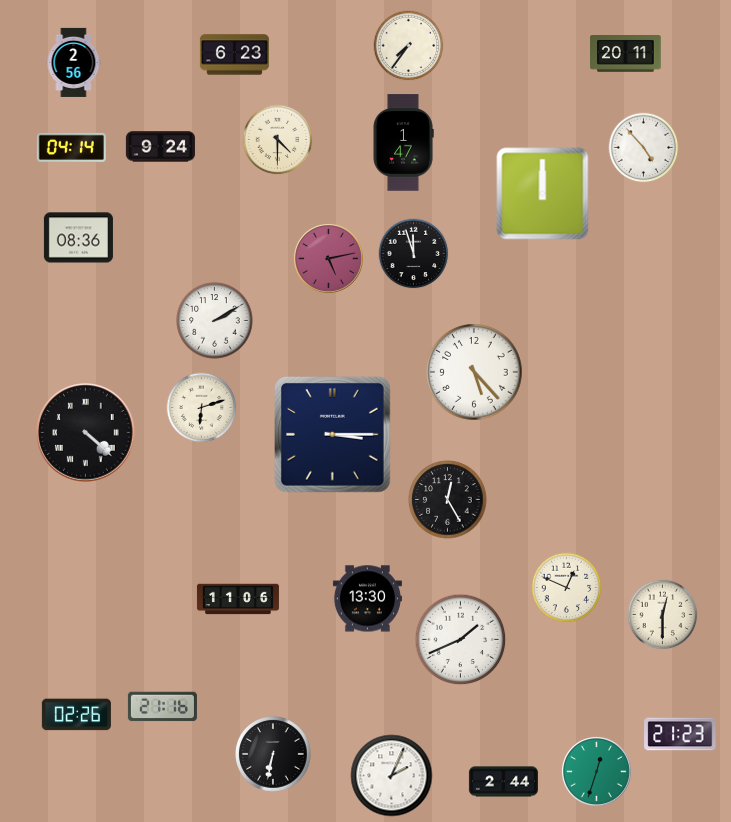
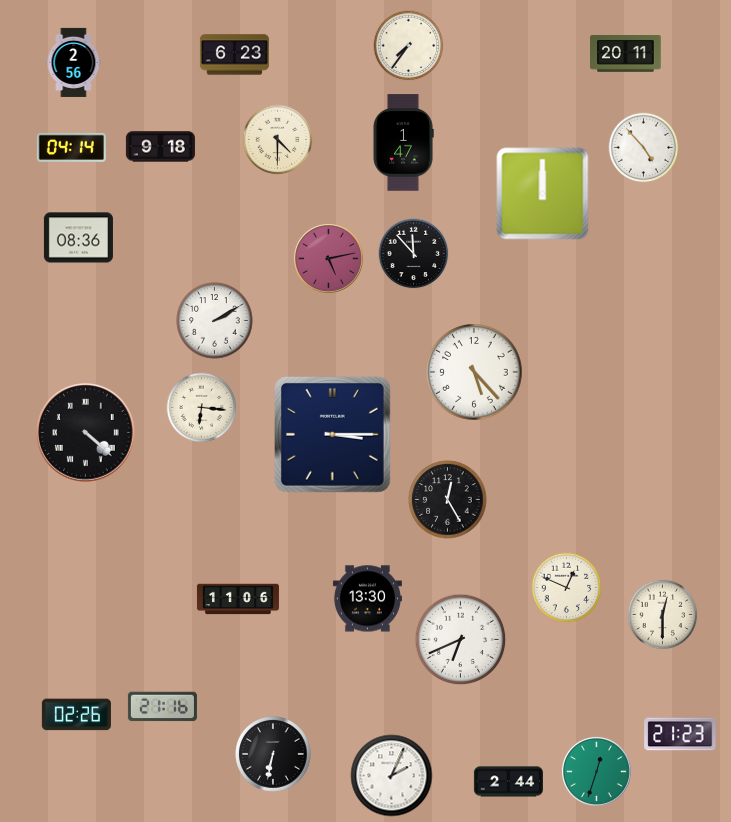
clock at (160, 147): 9:24 -> 9:18
clock at (414, 254): 11:57 -> 11:53
clock at (202, 408): 6:12 -> 6:16
clock at (461, 640): 1:41 -> 6:41
clock at (503, 782) position: (503, 782) -> (508, 782)
